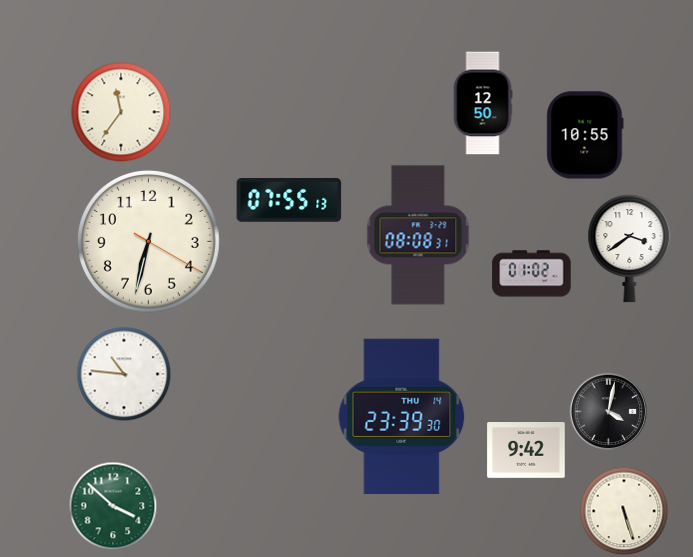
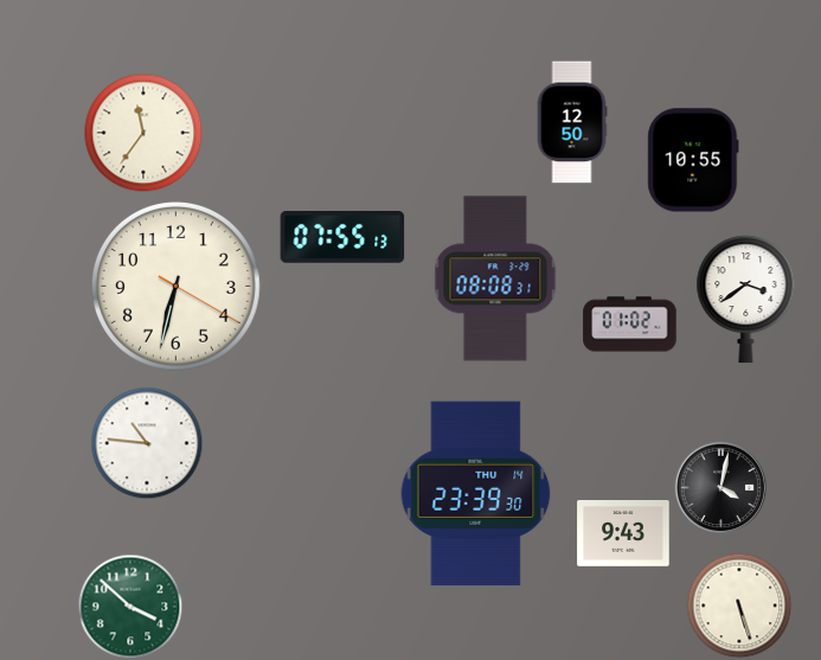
clock at (630, 249) position: (630, 249) -> (746, 300)
clock at (526, 450): 9:42 -> 9:43
clock at (113, 506) position: (113, 506) -> (130, 607)
